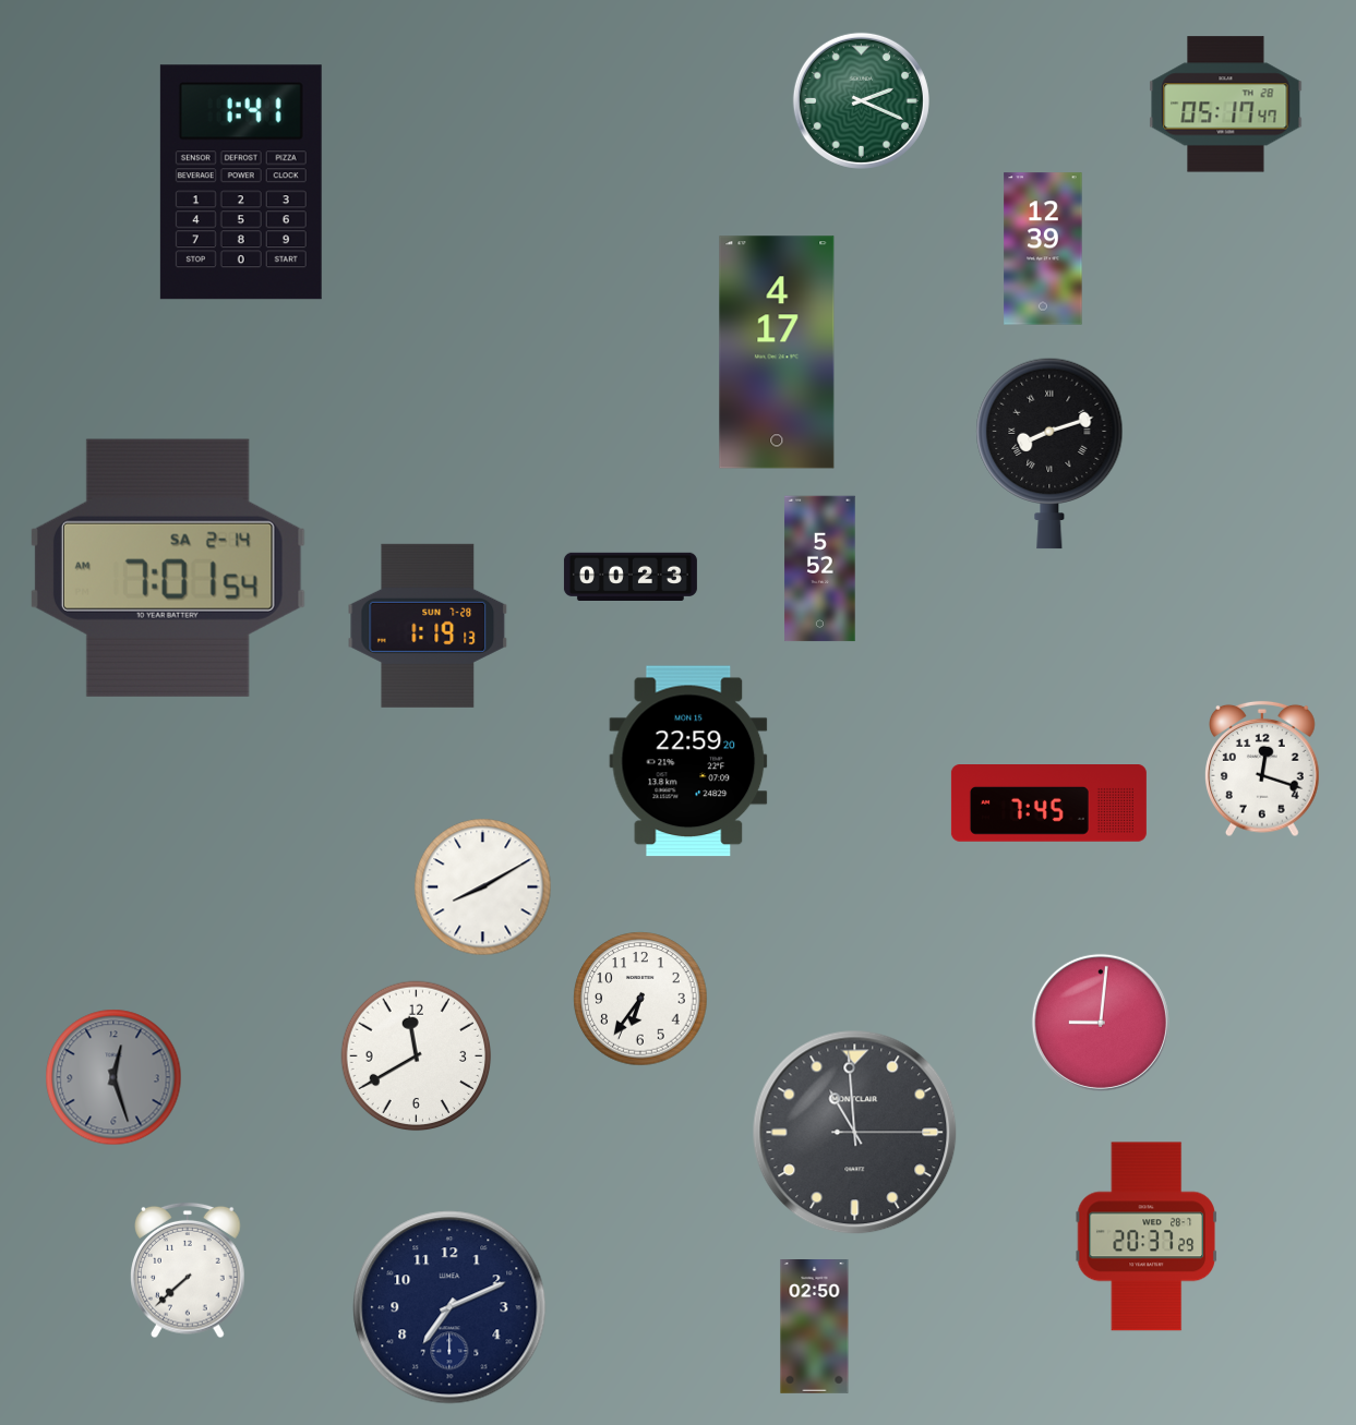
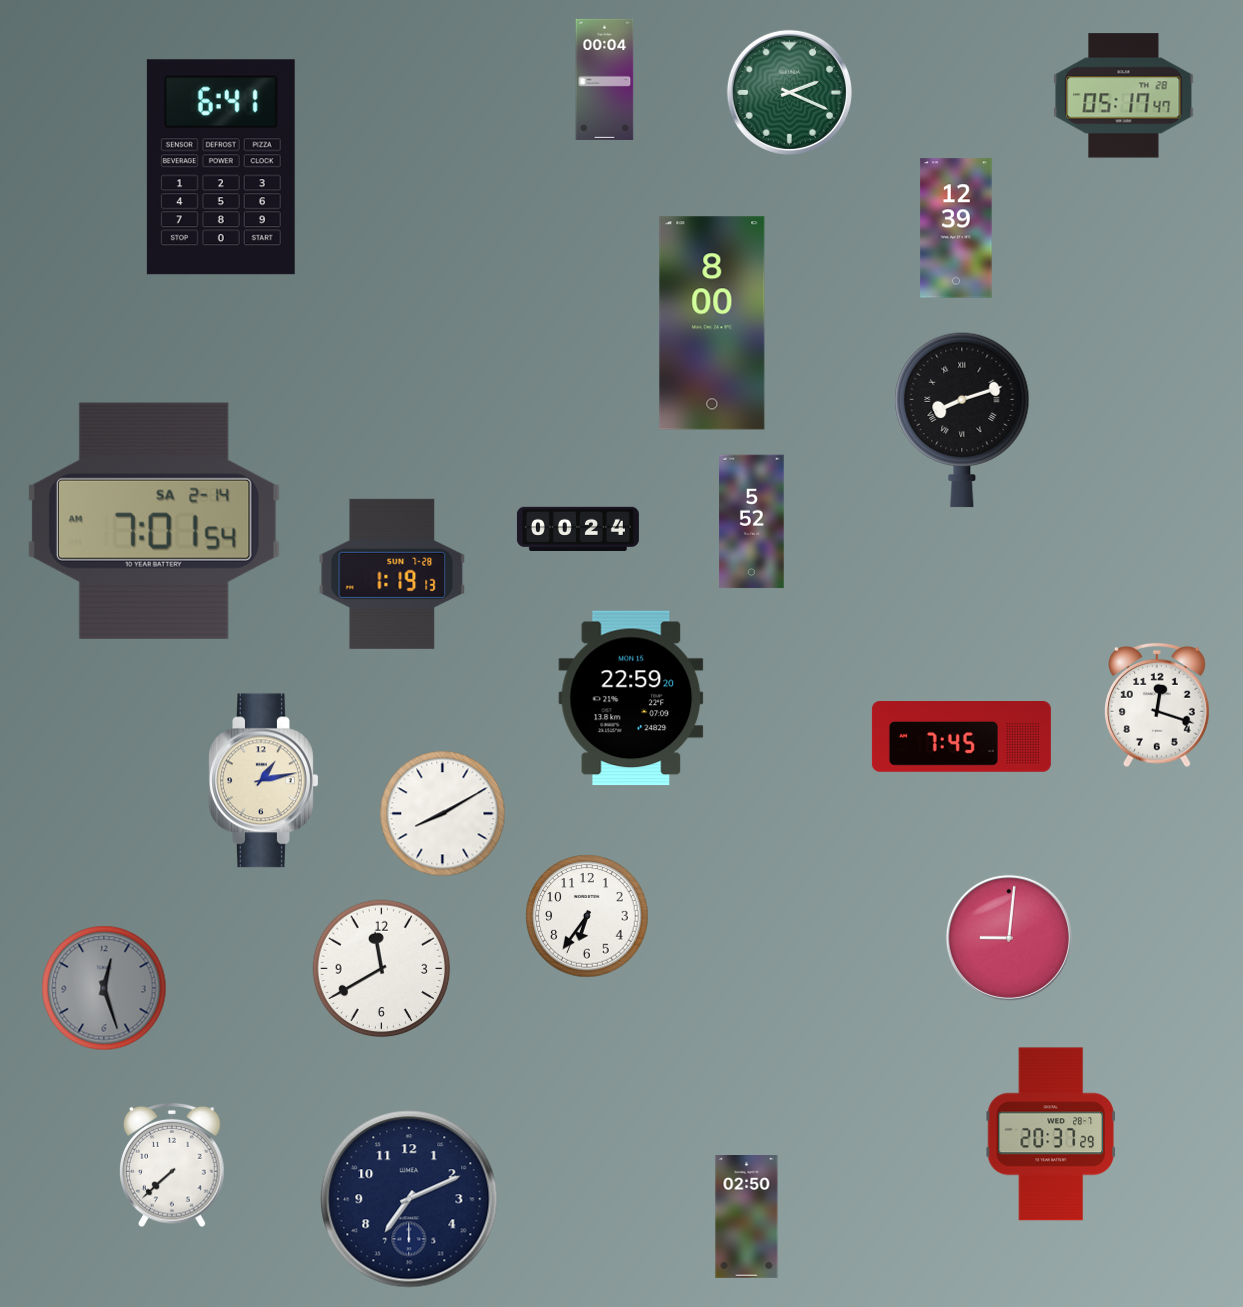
clock at (605, 79): none -> 00:04
clock at (241, 182): 1:41 -> 6:41
clock at (777, 352): 4:17 -> 8:00
clock at (1049, 454) position: (1049, 454) -> (962, 420)
clock at (631, 577): 00:23 -> 00:24
clock at (264, 781): none -> 1:13
clock at (855, 1133): 10:59 -> none
clock at (449, 1307) position: (449, 1307) -> (409, 1199)
